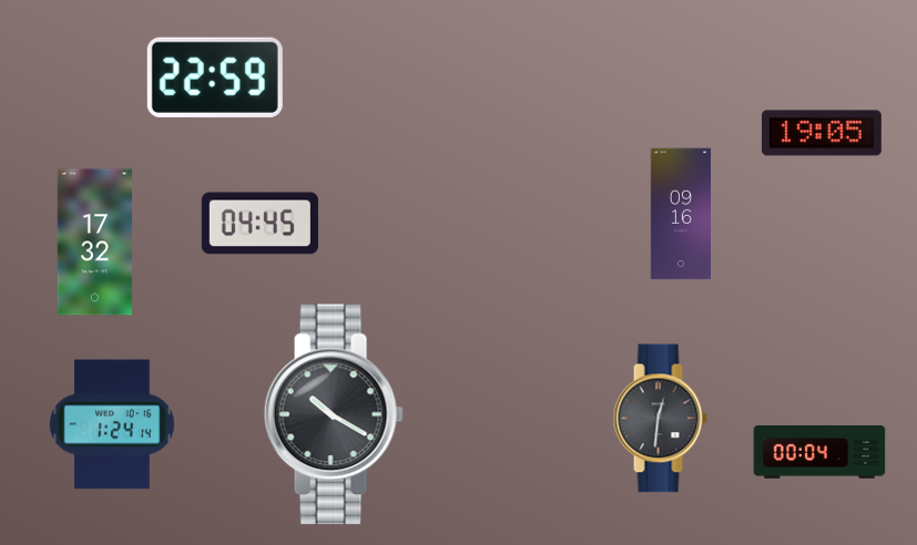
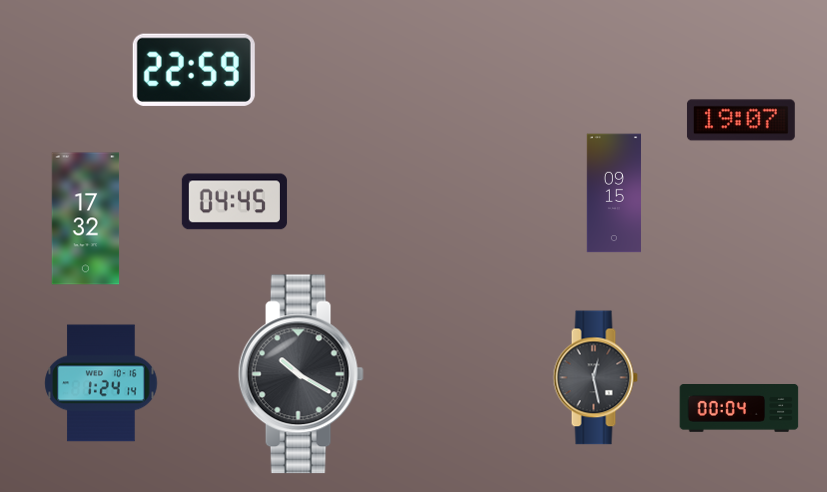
clock at (822, 133): 19:05 -> 19:07
clock at (680, 214): 09:16 -> 09:15
clock at (660, 419): 12:31 -> 12:28
